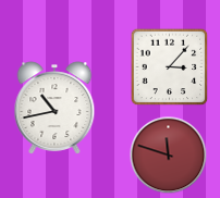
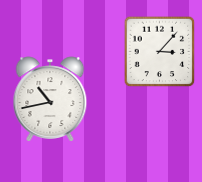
clock at (170, 67) position: (170, 67) -> (160, 52)
clock at (169, 156): 11:48 -> none
